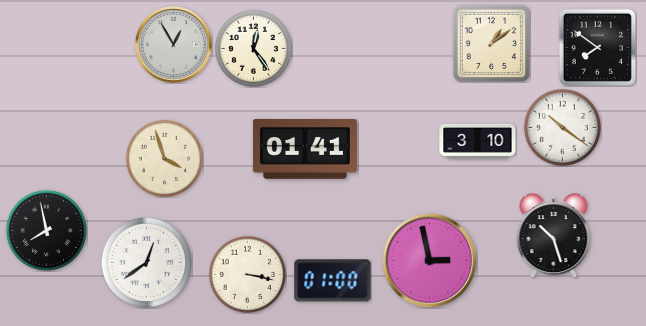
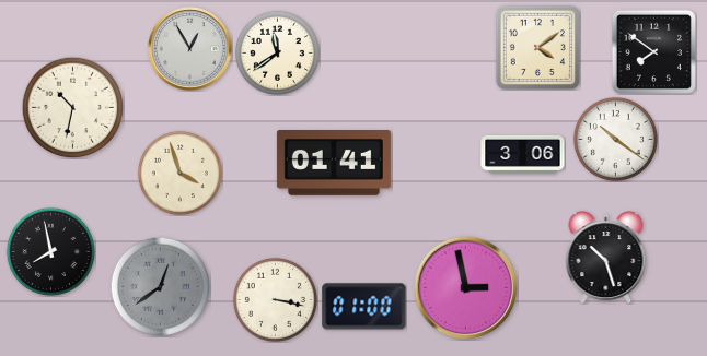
clock at (491, 43): 1:09 -> 4:09
clock at (253, 48): 12:24 -> 11:39
clock at (72, 107): none -> 10:32
clock at (478, 141): 3:10 -> 3:06
clock at (429, 260) position: (429, 260) -> (465, 287)
clock at (146, 262) dial: white -> grey
clock at (247, 274) position: (247, 274) -> (275, 299)
